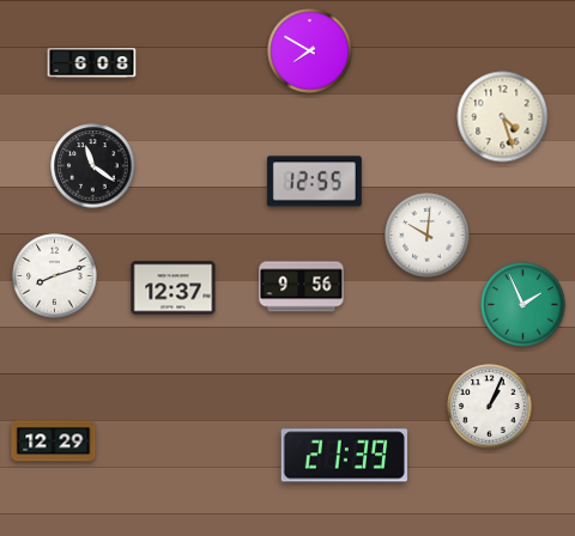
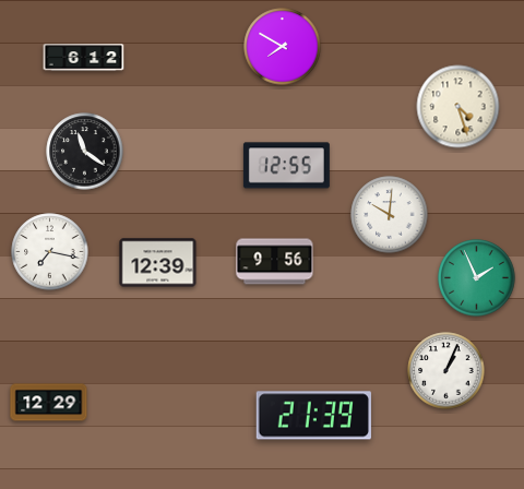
clock at (92, 63): 6:08 -> 6:12
clock at (55, 276): 8:12 -> 7:17
clock at (174, 288): 12:37 -> 12:39
